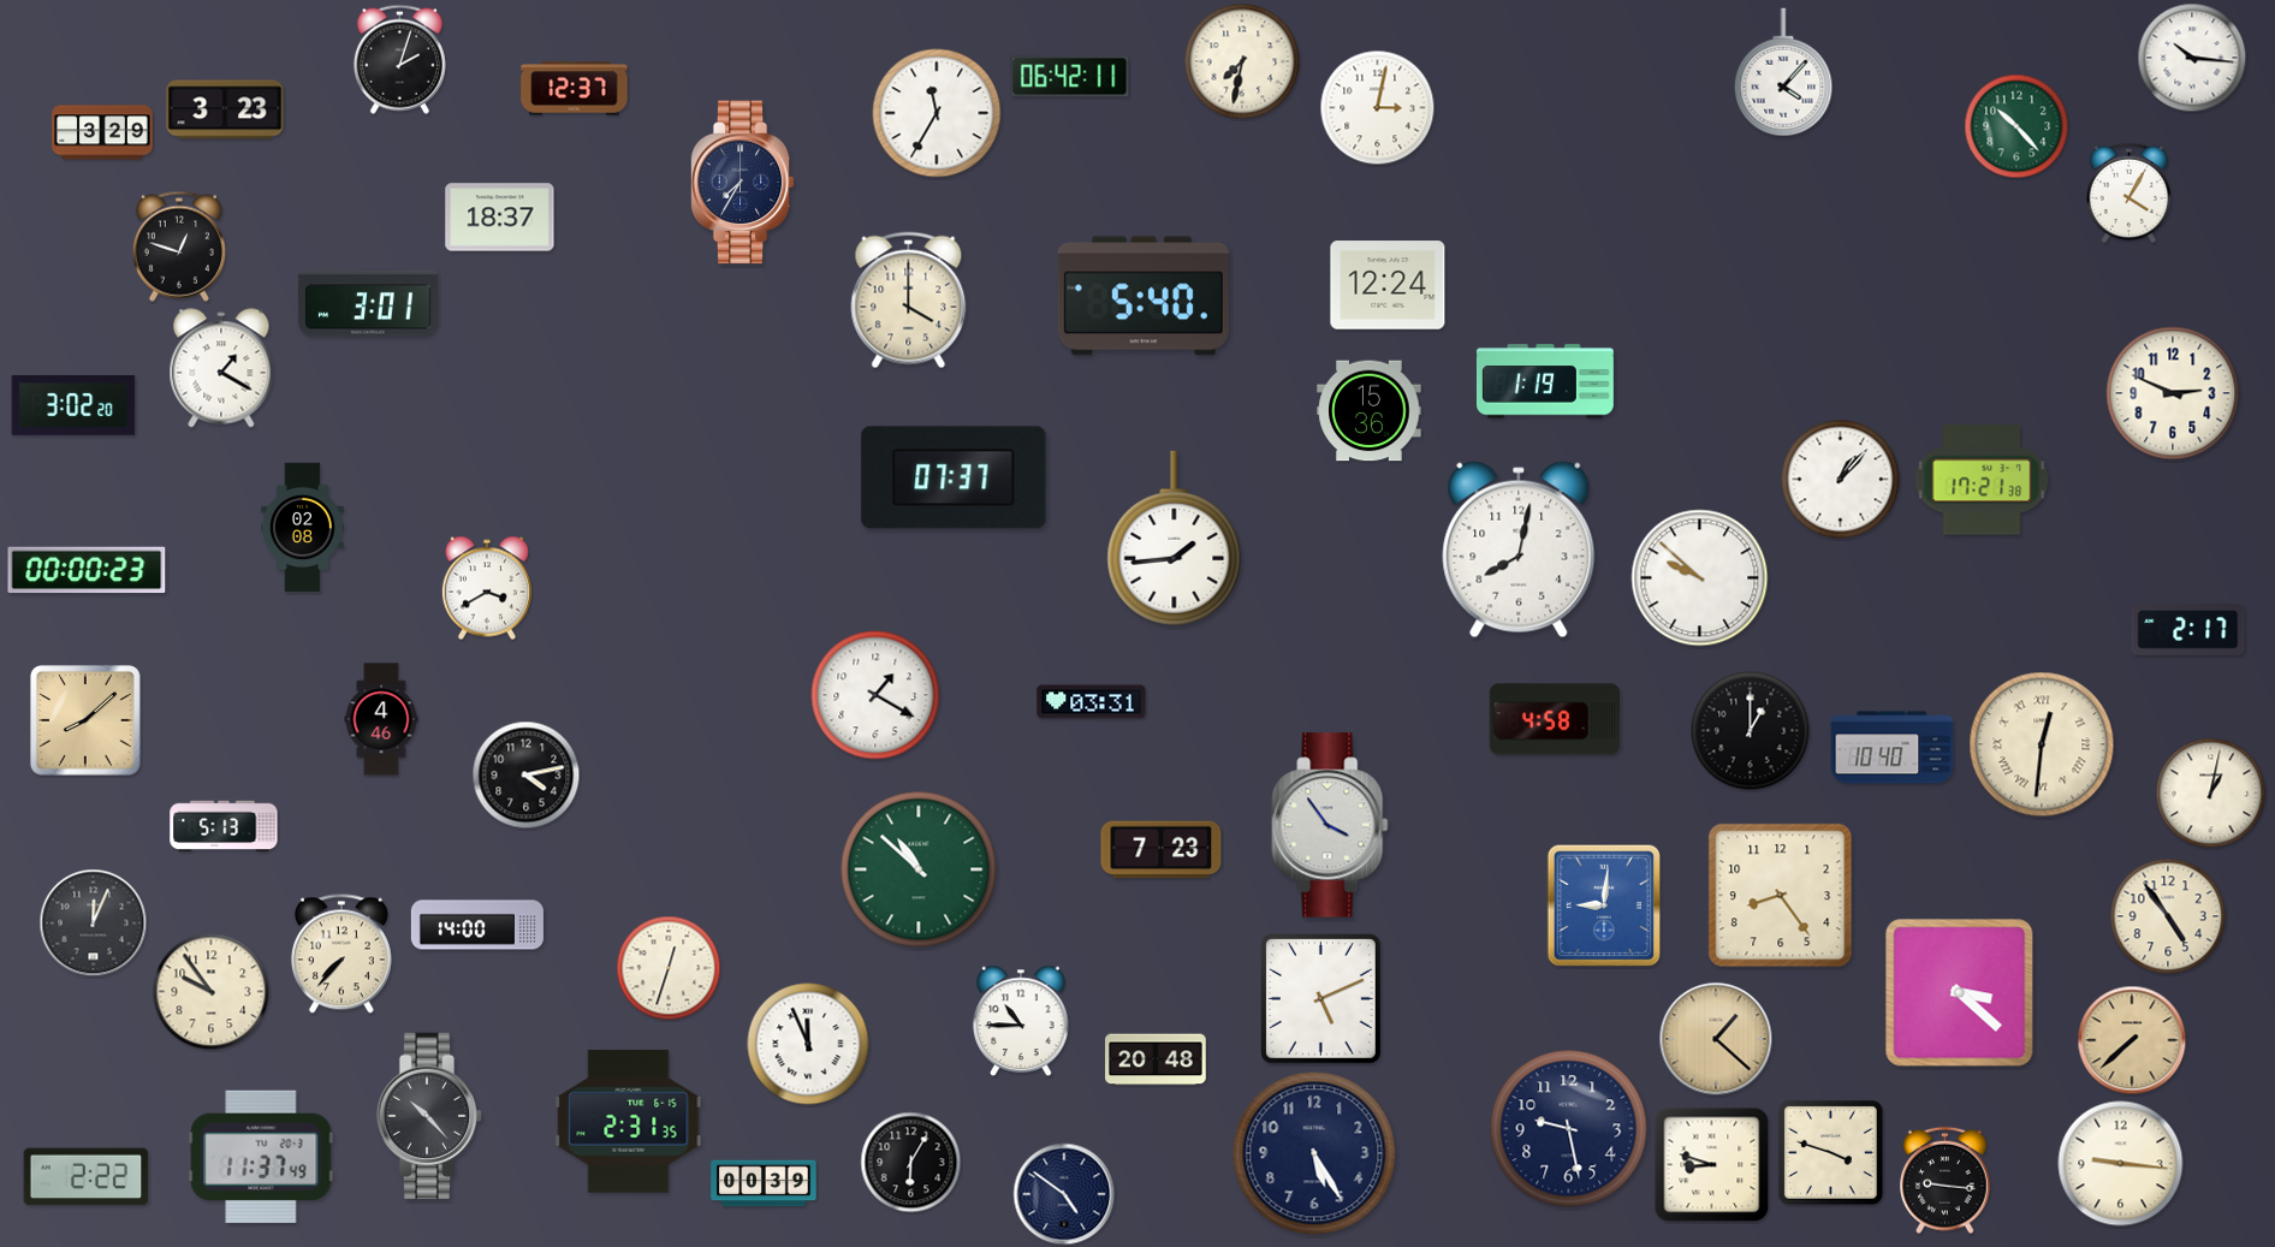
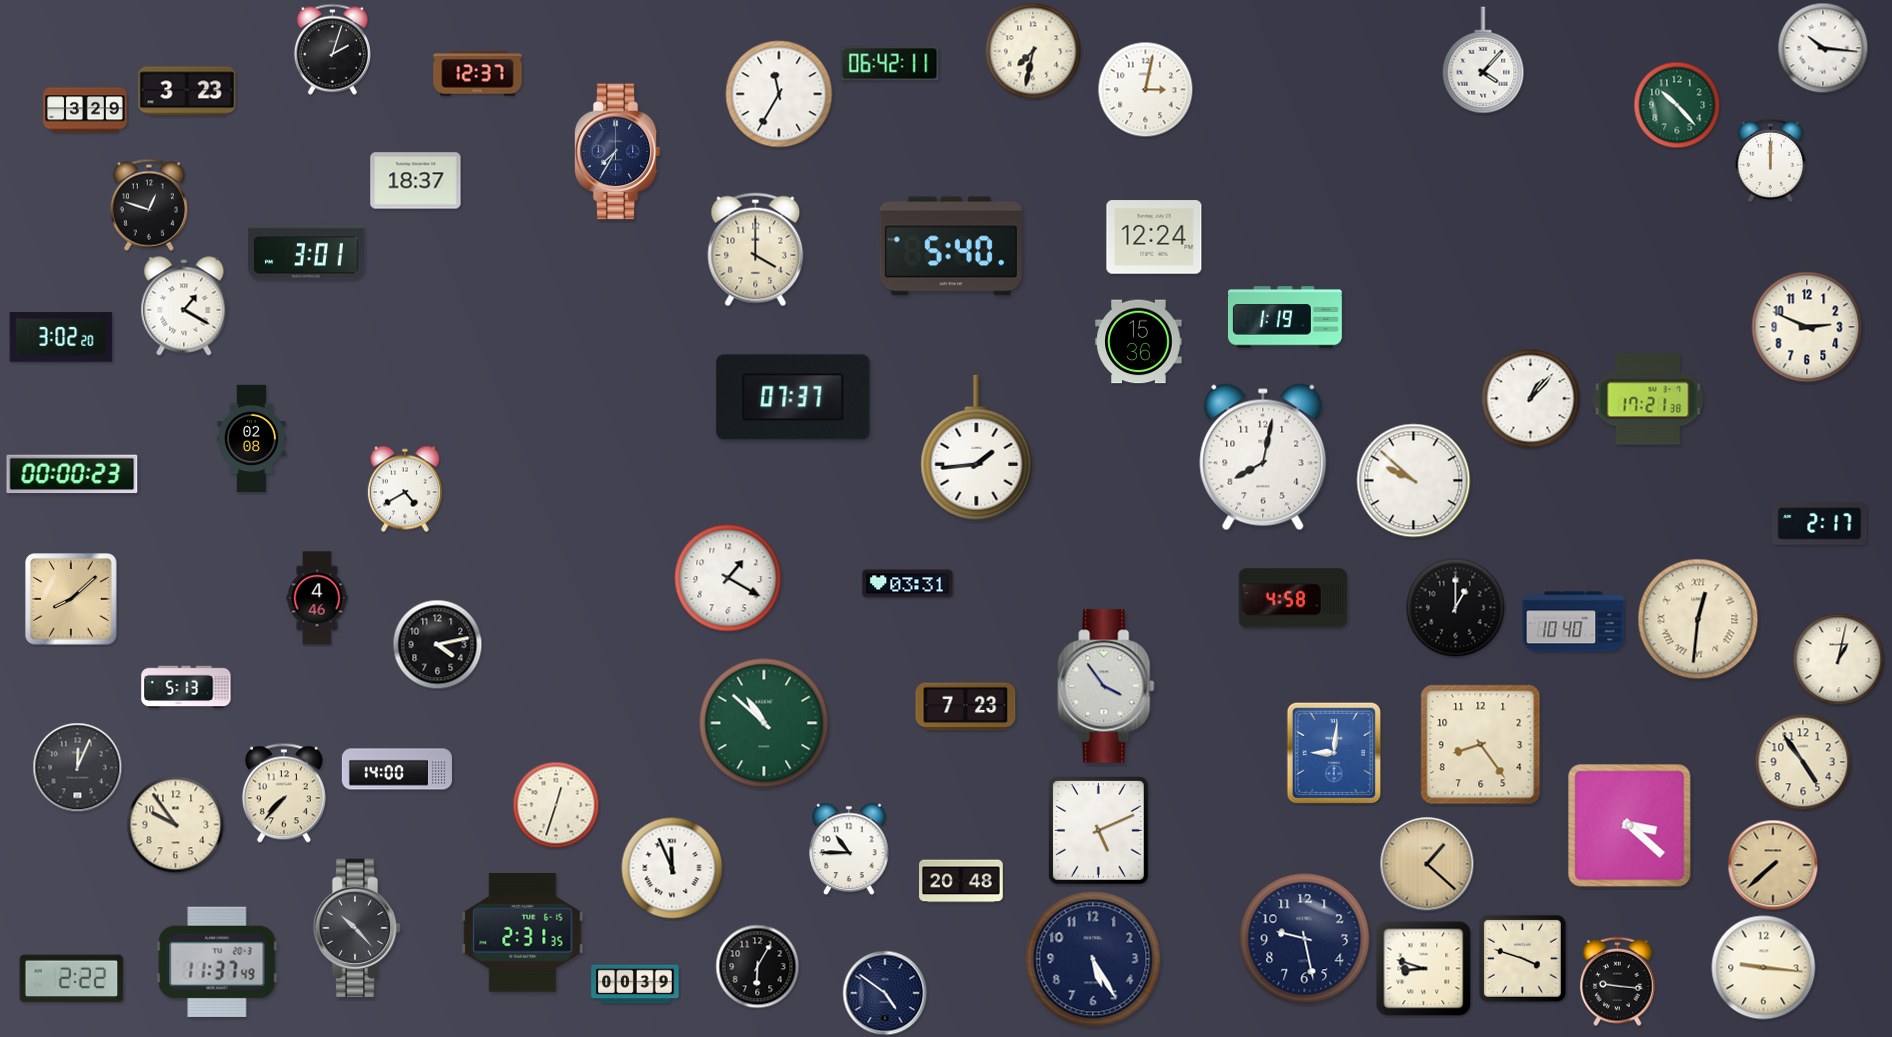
clock at (2130, 194): 4:05 -> 12:00
clock at (487, 588): 3:40 -> 4:40
